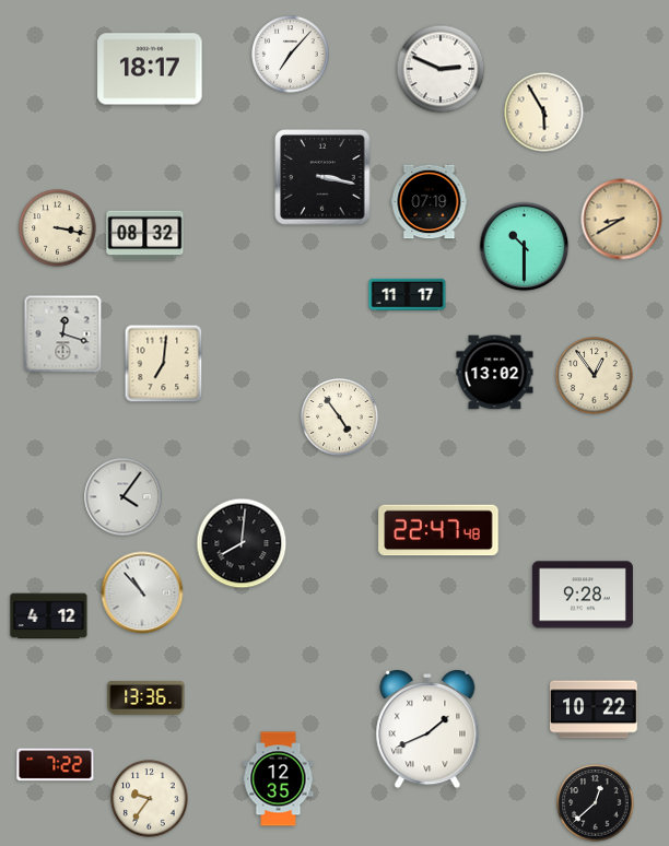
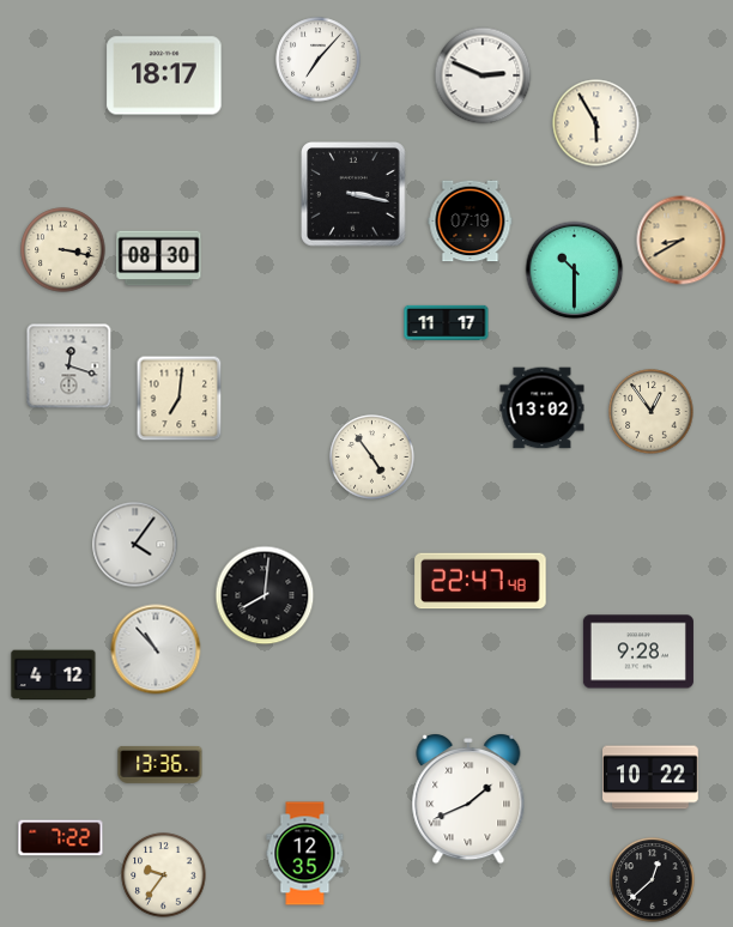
clock at (145, 236): 08:32 -> 08:30
